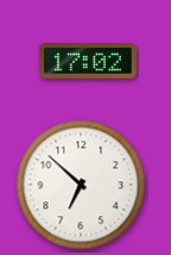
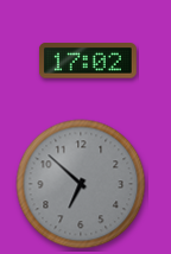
clock at (81, 185) dial: white -> grey
